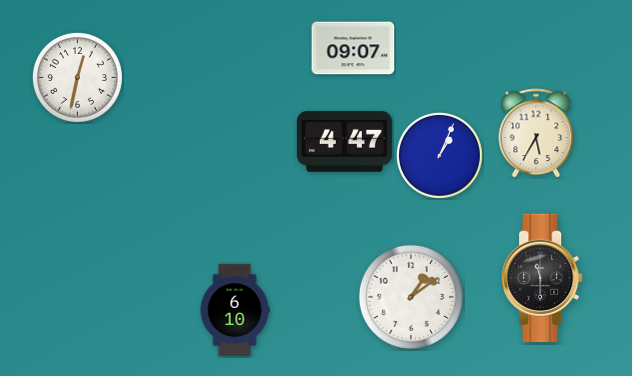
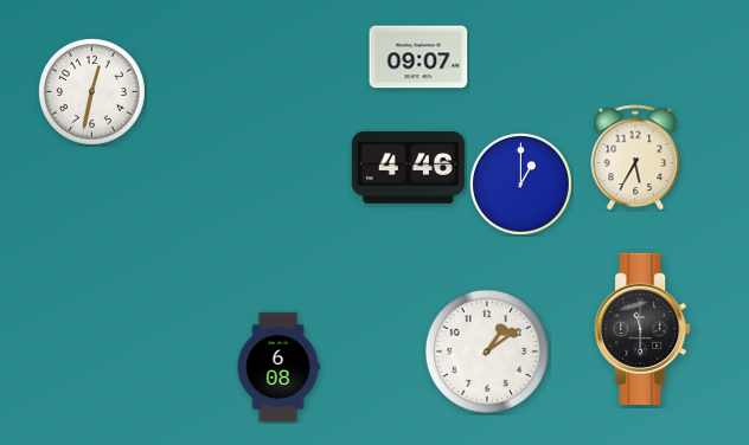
clock at (344, 141): 4:47 -> 4:46
clock at (439, 155): 1:04 -> 1:00
clock at (235, 310): 6:10 -> 6:08
